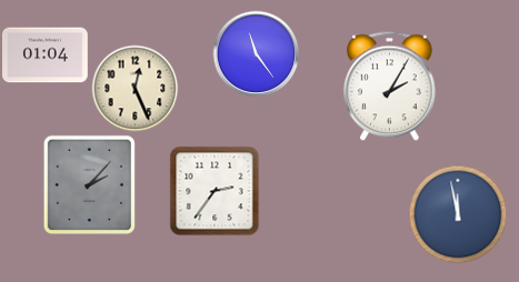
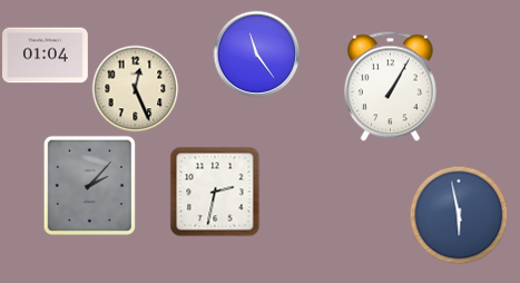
clock at (389, 85): 2:05 -> 1:05
clock at (214, 191): 2:36 -> 2:32
clock at (458, 214): 11:58 -> 5:58
